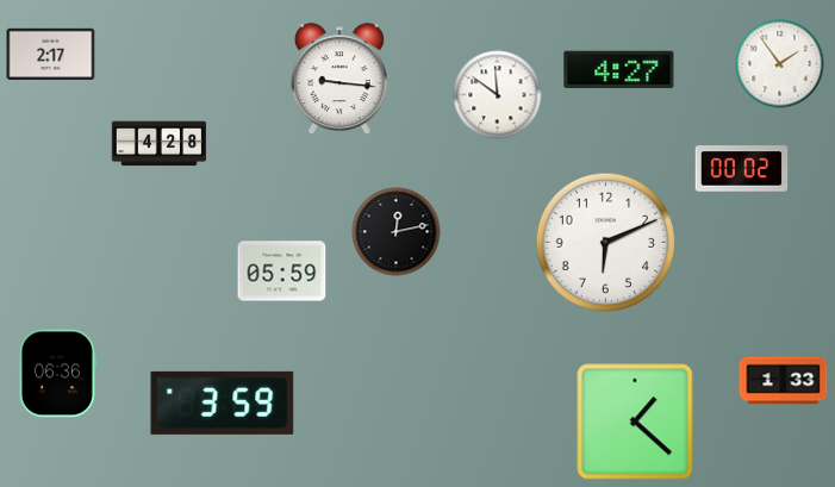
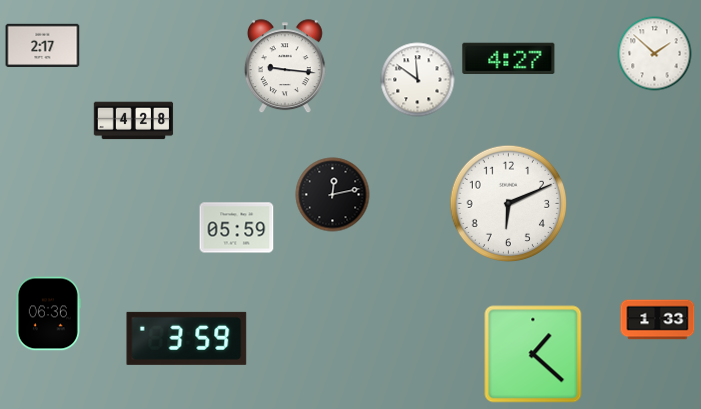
clock at (780, 64): 1:54 -> 1:52
clock at (619, 69) position: (619, 69) -> (509, 58)
clock at (742, 169): 00:02 -> none
